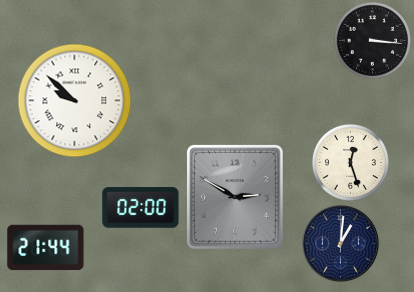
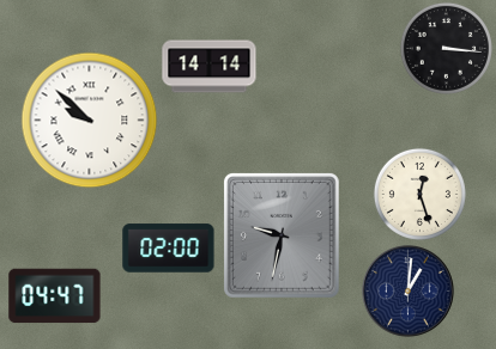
clock at (210, 67): none -> 14:14
clock at (235, 197): 2:50 -> 9:32
clock at (46, 248): 21:44 -> 04:47
